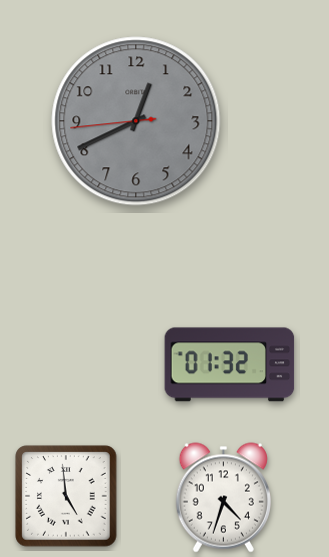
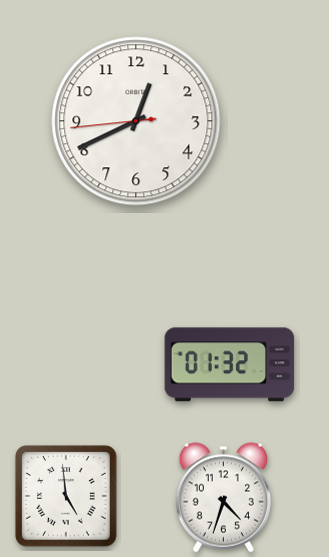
clock at (136, 121) dial: grey -> white
